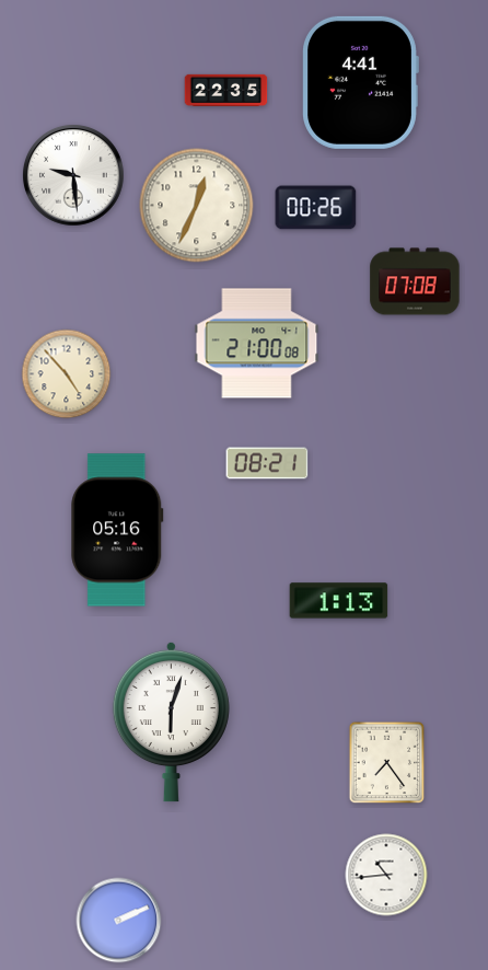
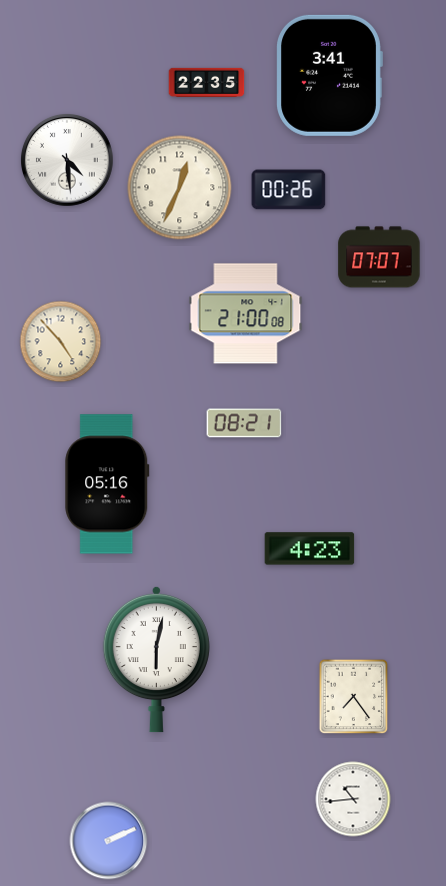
clock at (360, 82): 4:41 -> 3:41
clock at (74, 176): 9:29 -> 4:29
clock at (415, 281): 07:08 -> 07:07
clock at (257, 344) position: (257, 344) -> (246, 314)
clock at (339, 601): 1:13 -> 4:23
clock at (171, 721): 6:03 -> 6:02
